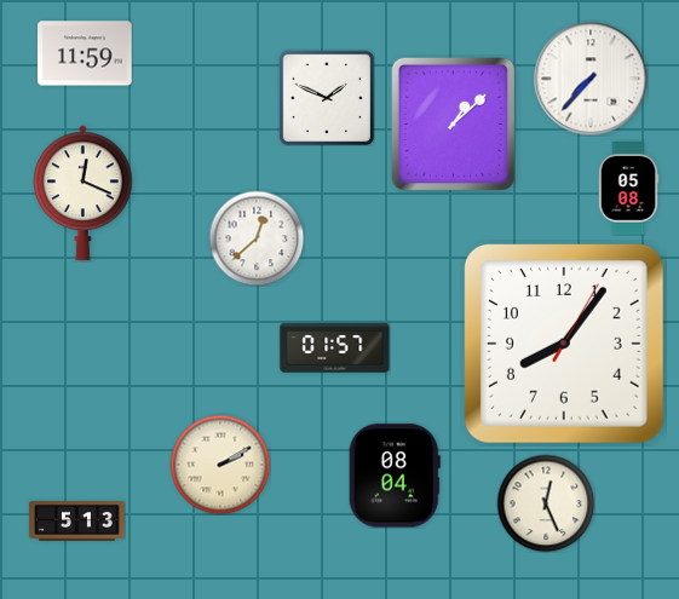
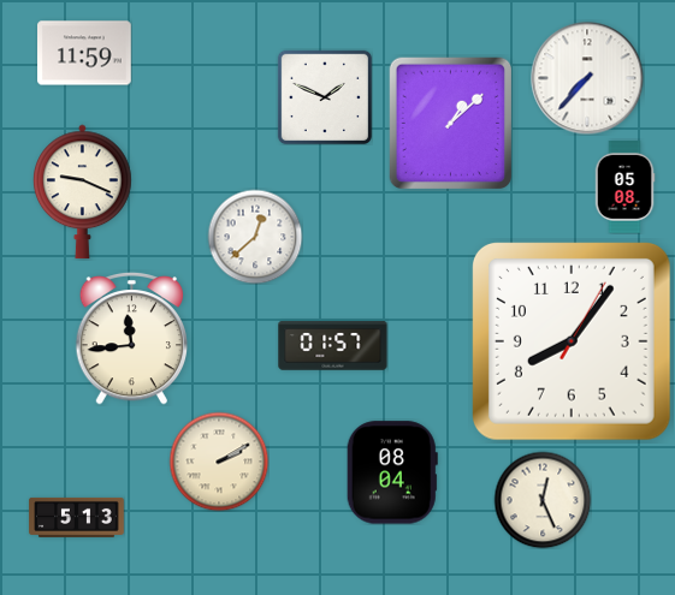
clock at (84, 194): 12:19 -> 9:19
clock at (131, 338): none -> 11:44
clock at (564, 344) position: (564, 344) -> (572, 341)
